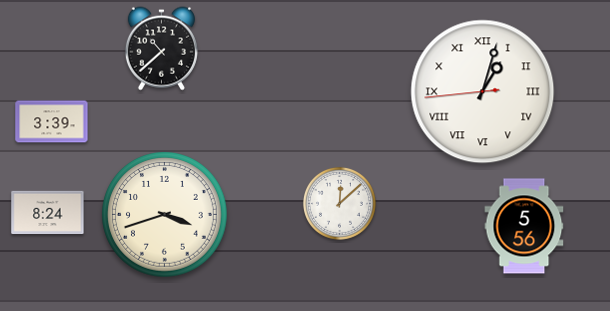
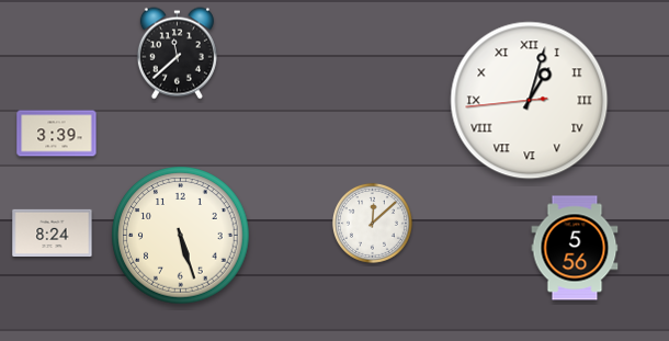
clock at (161, 49): 10:38 -> 11:38
clock at (165, 215): 3:42 -> 5:27
